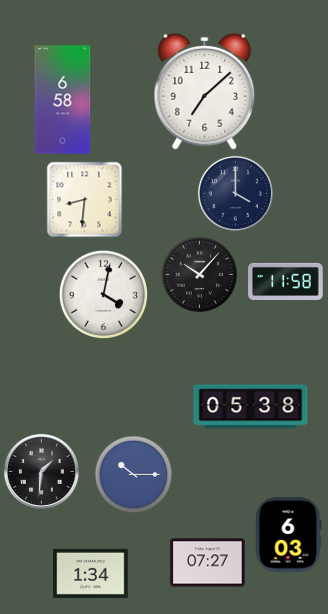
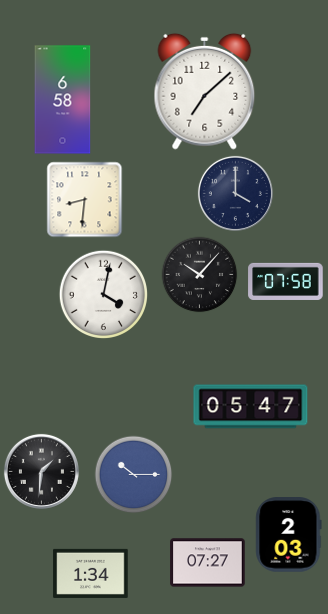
clock at (286, 281): 11:58 -> 07:58
clock at (251, 407): 05:38 -> 05:47
clock at (289, 535): 6:03 -> 2:03
